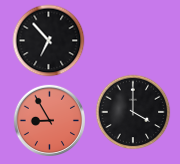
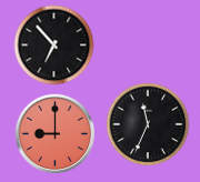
clock at (133, 112): 4:00 -> 11:34
clock at (49, 120): 8:55 -> 9:00
